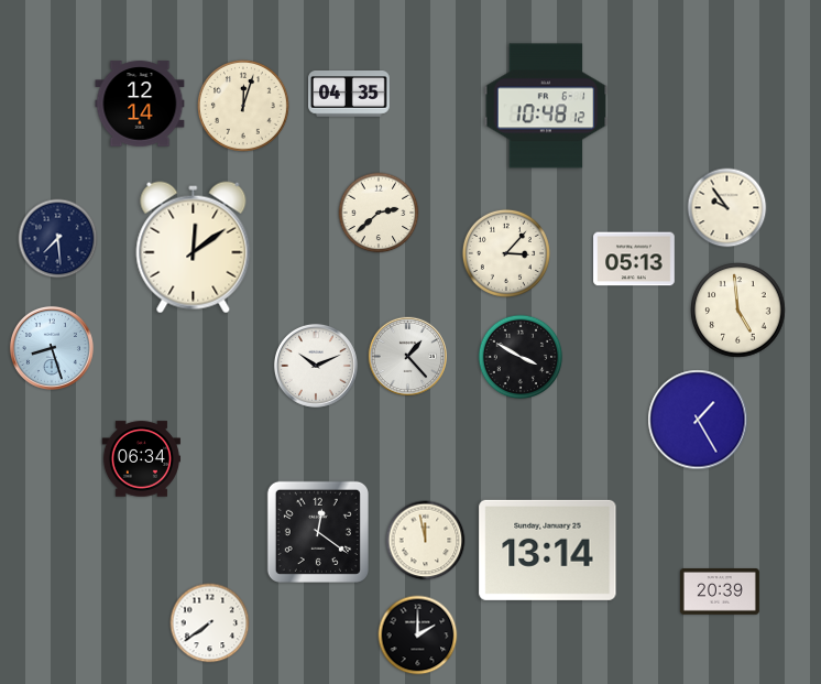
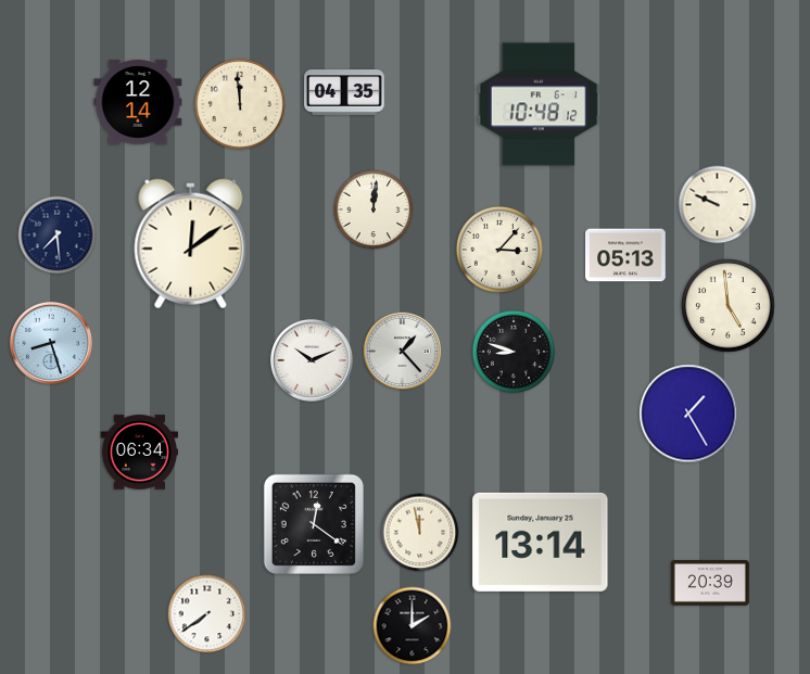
clock at (244, 107): 12:03 -> 11:59
clock at (727, 208): 9:54 -> 9:49
clock at (379, 213): 2:38 -> 12:01
clock at (521, 357): 3:50 -> 8:48
